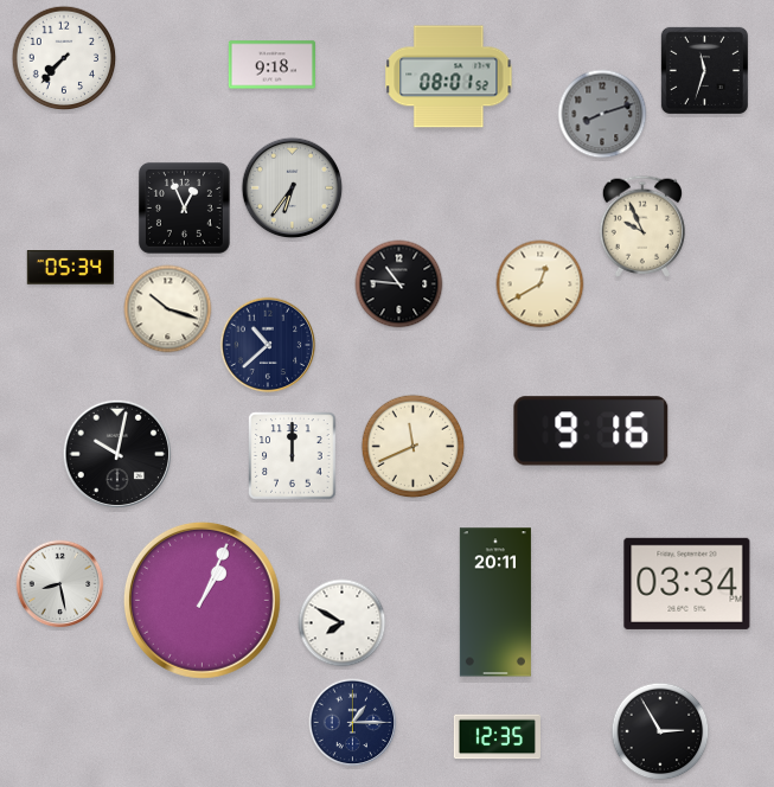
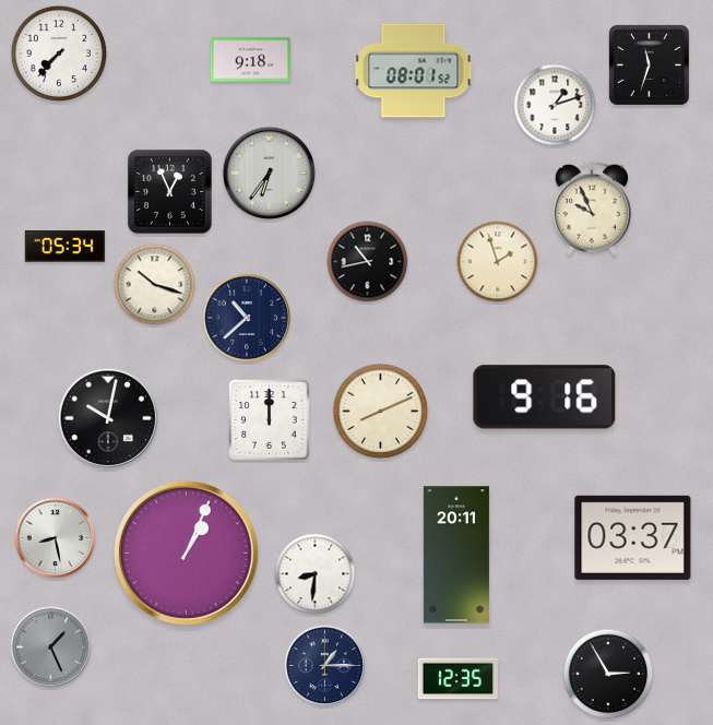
clock at (602, 114): 8:12 -> 1:12
clock at (602, 114) dial: grey -> white
clock at (399, 284): 10:46 -> 10:43
clock at (540, 284): 12:40 -> 1:57
clock at (414, 447): 11:41 -> 8:11
clock at (687, 583): 03:34 -> 03:37
clock at (343, 623): 7:50 -> 8:31
clock at (51, 647): none -> 1:26
